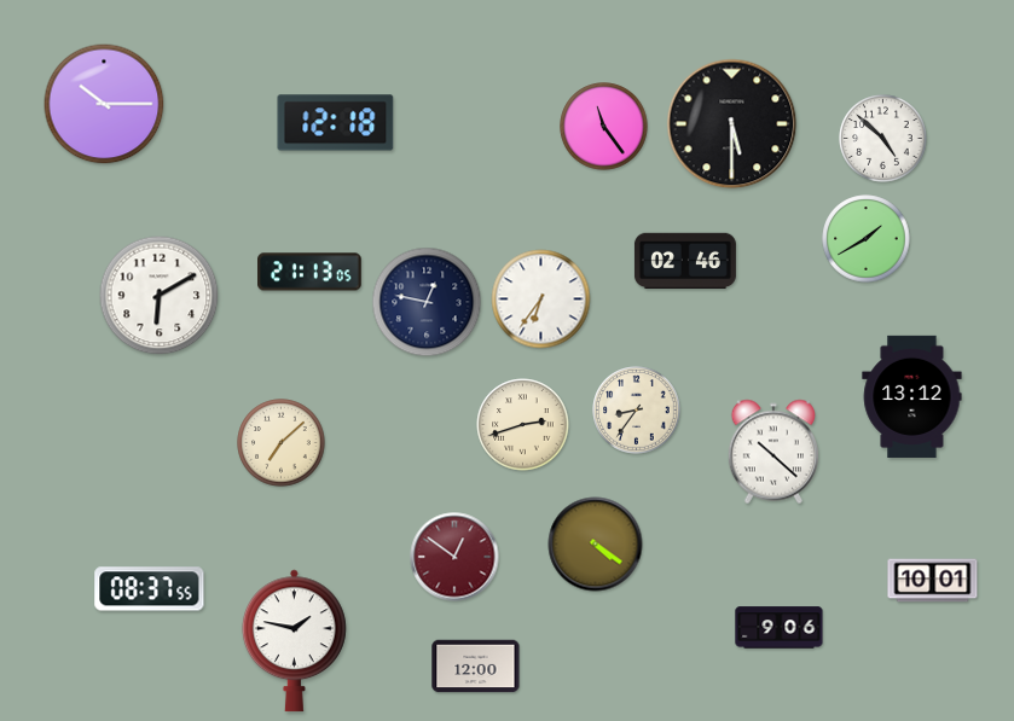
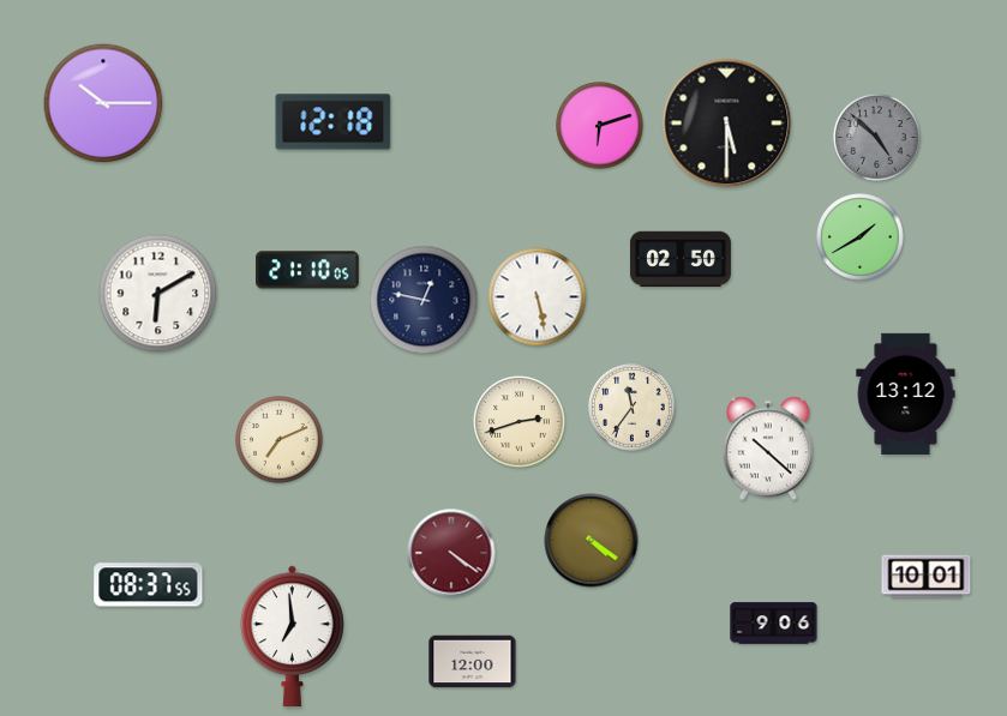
clock at (604, 127): 11:24 -> 6:12
clock at (883, 139) dial: white -> grey
clock at (685, 261): 02:46 -> 02:50
clock at (311, 272): 21:13 -> 21:10
clock at (541, 300): 6:36 -> 5:28
clock at (637, 411): 8:36 -> 11:36
clock at (282, 443): 7:08 -> 7:11
clock at (454, 557): 12:51 -> 4:21
clock at (294, 641): 1:47 -> 6:59
